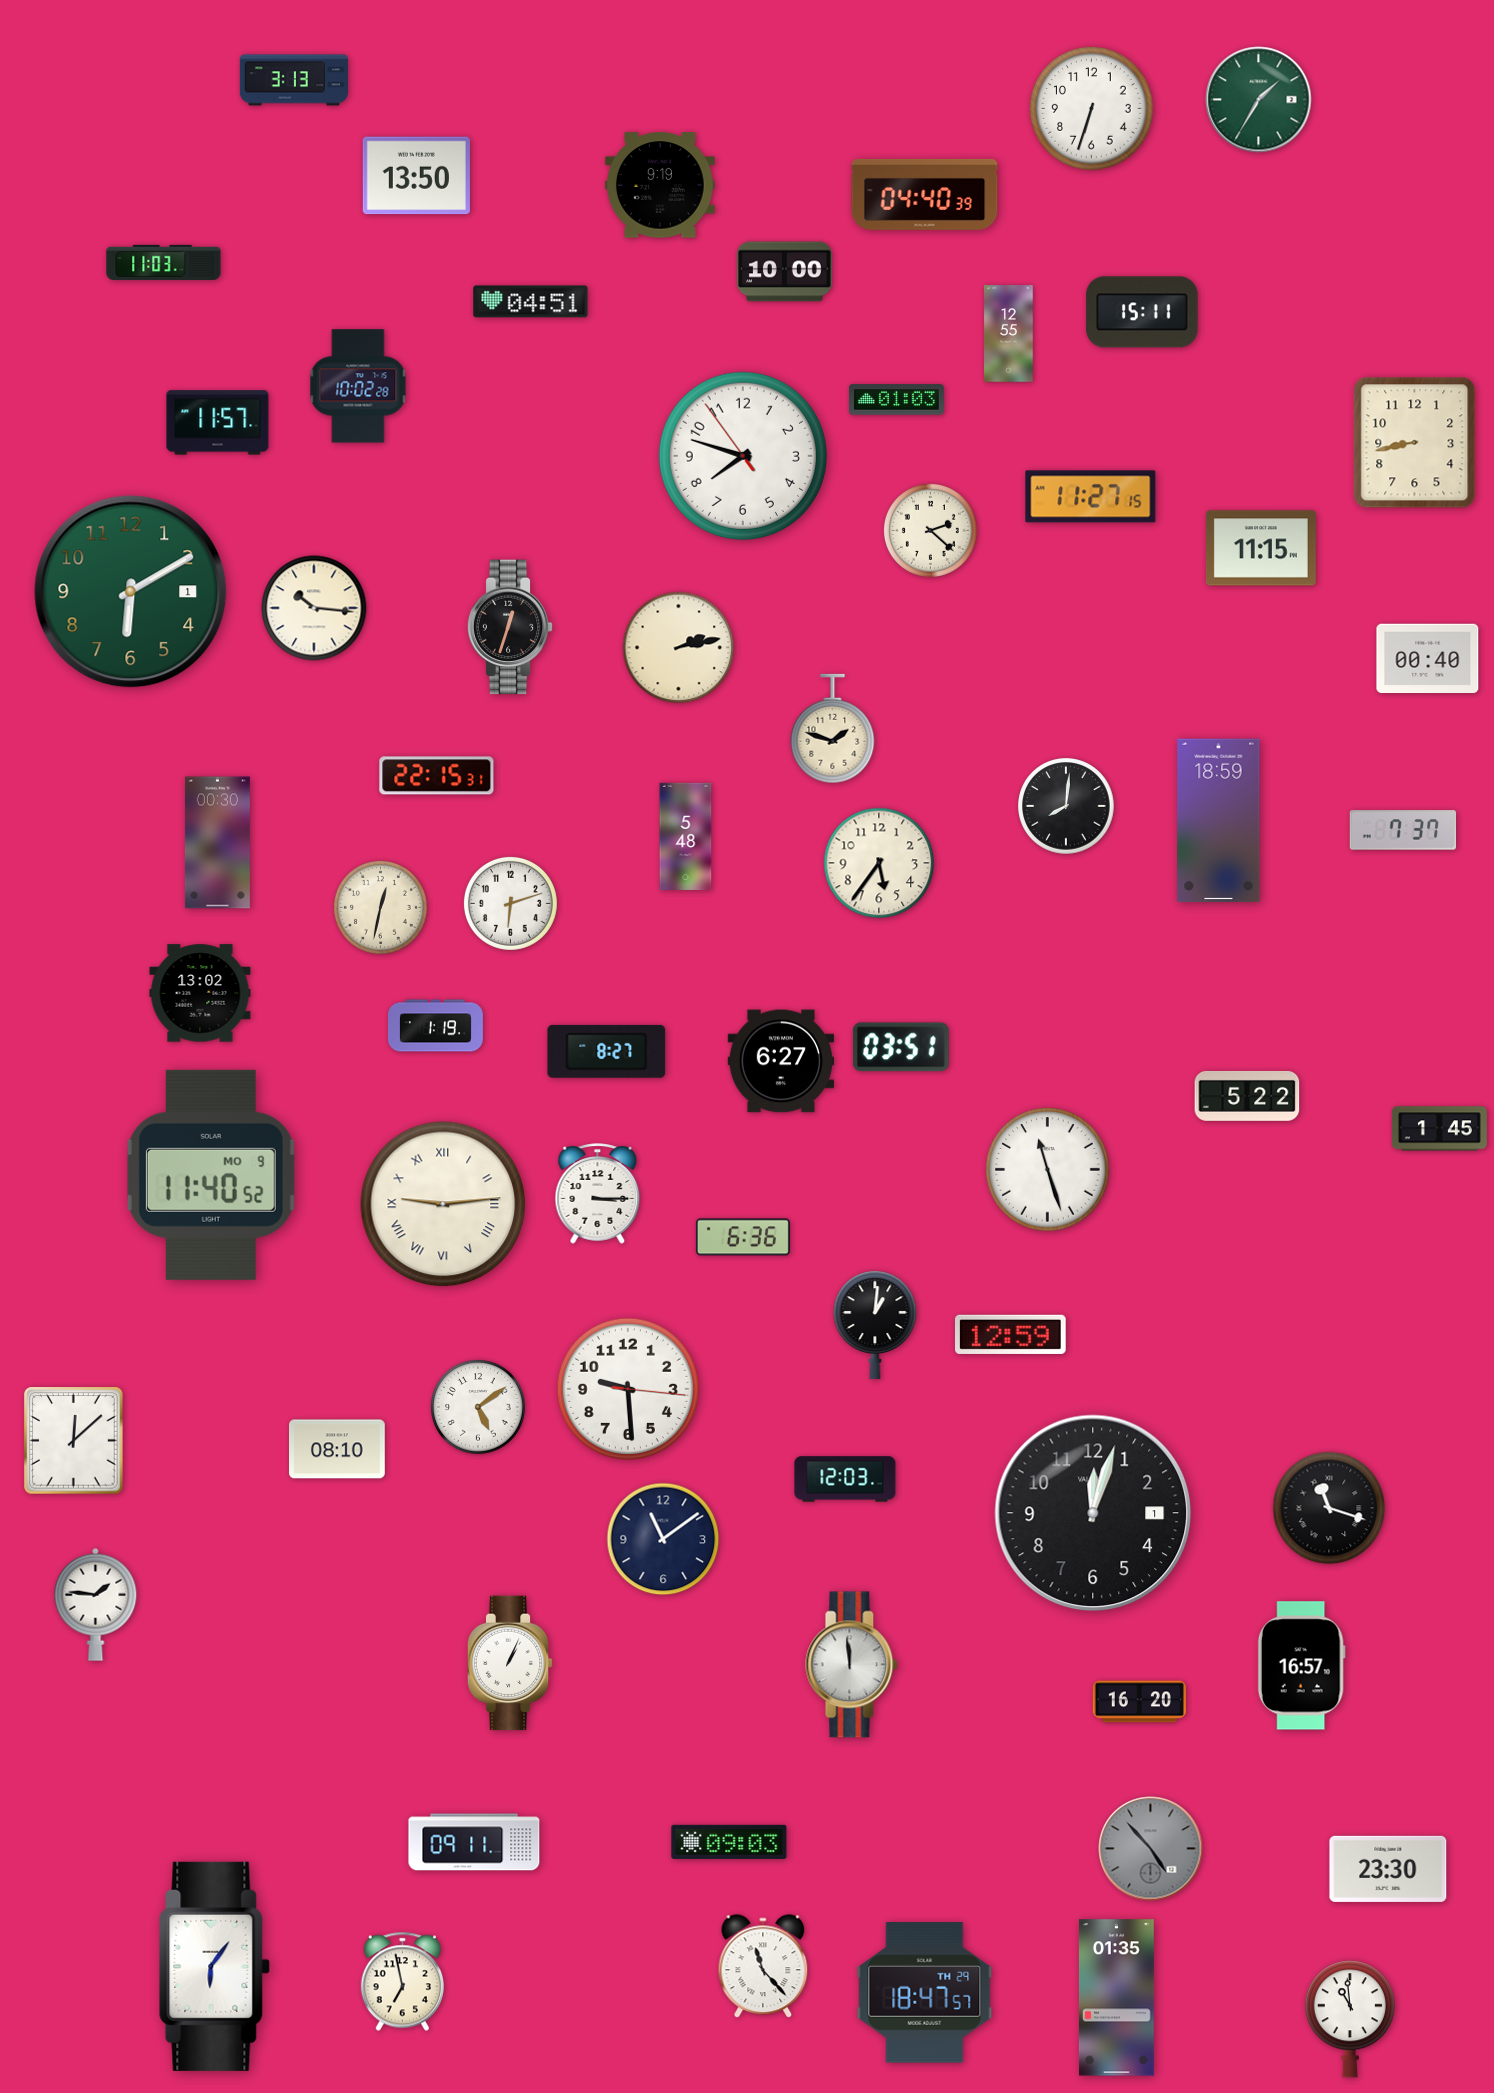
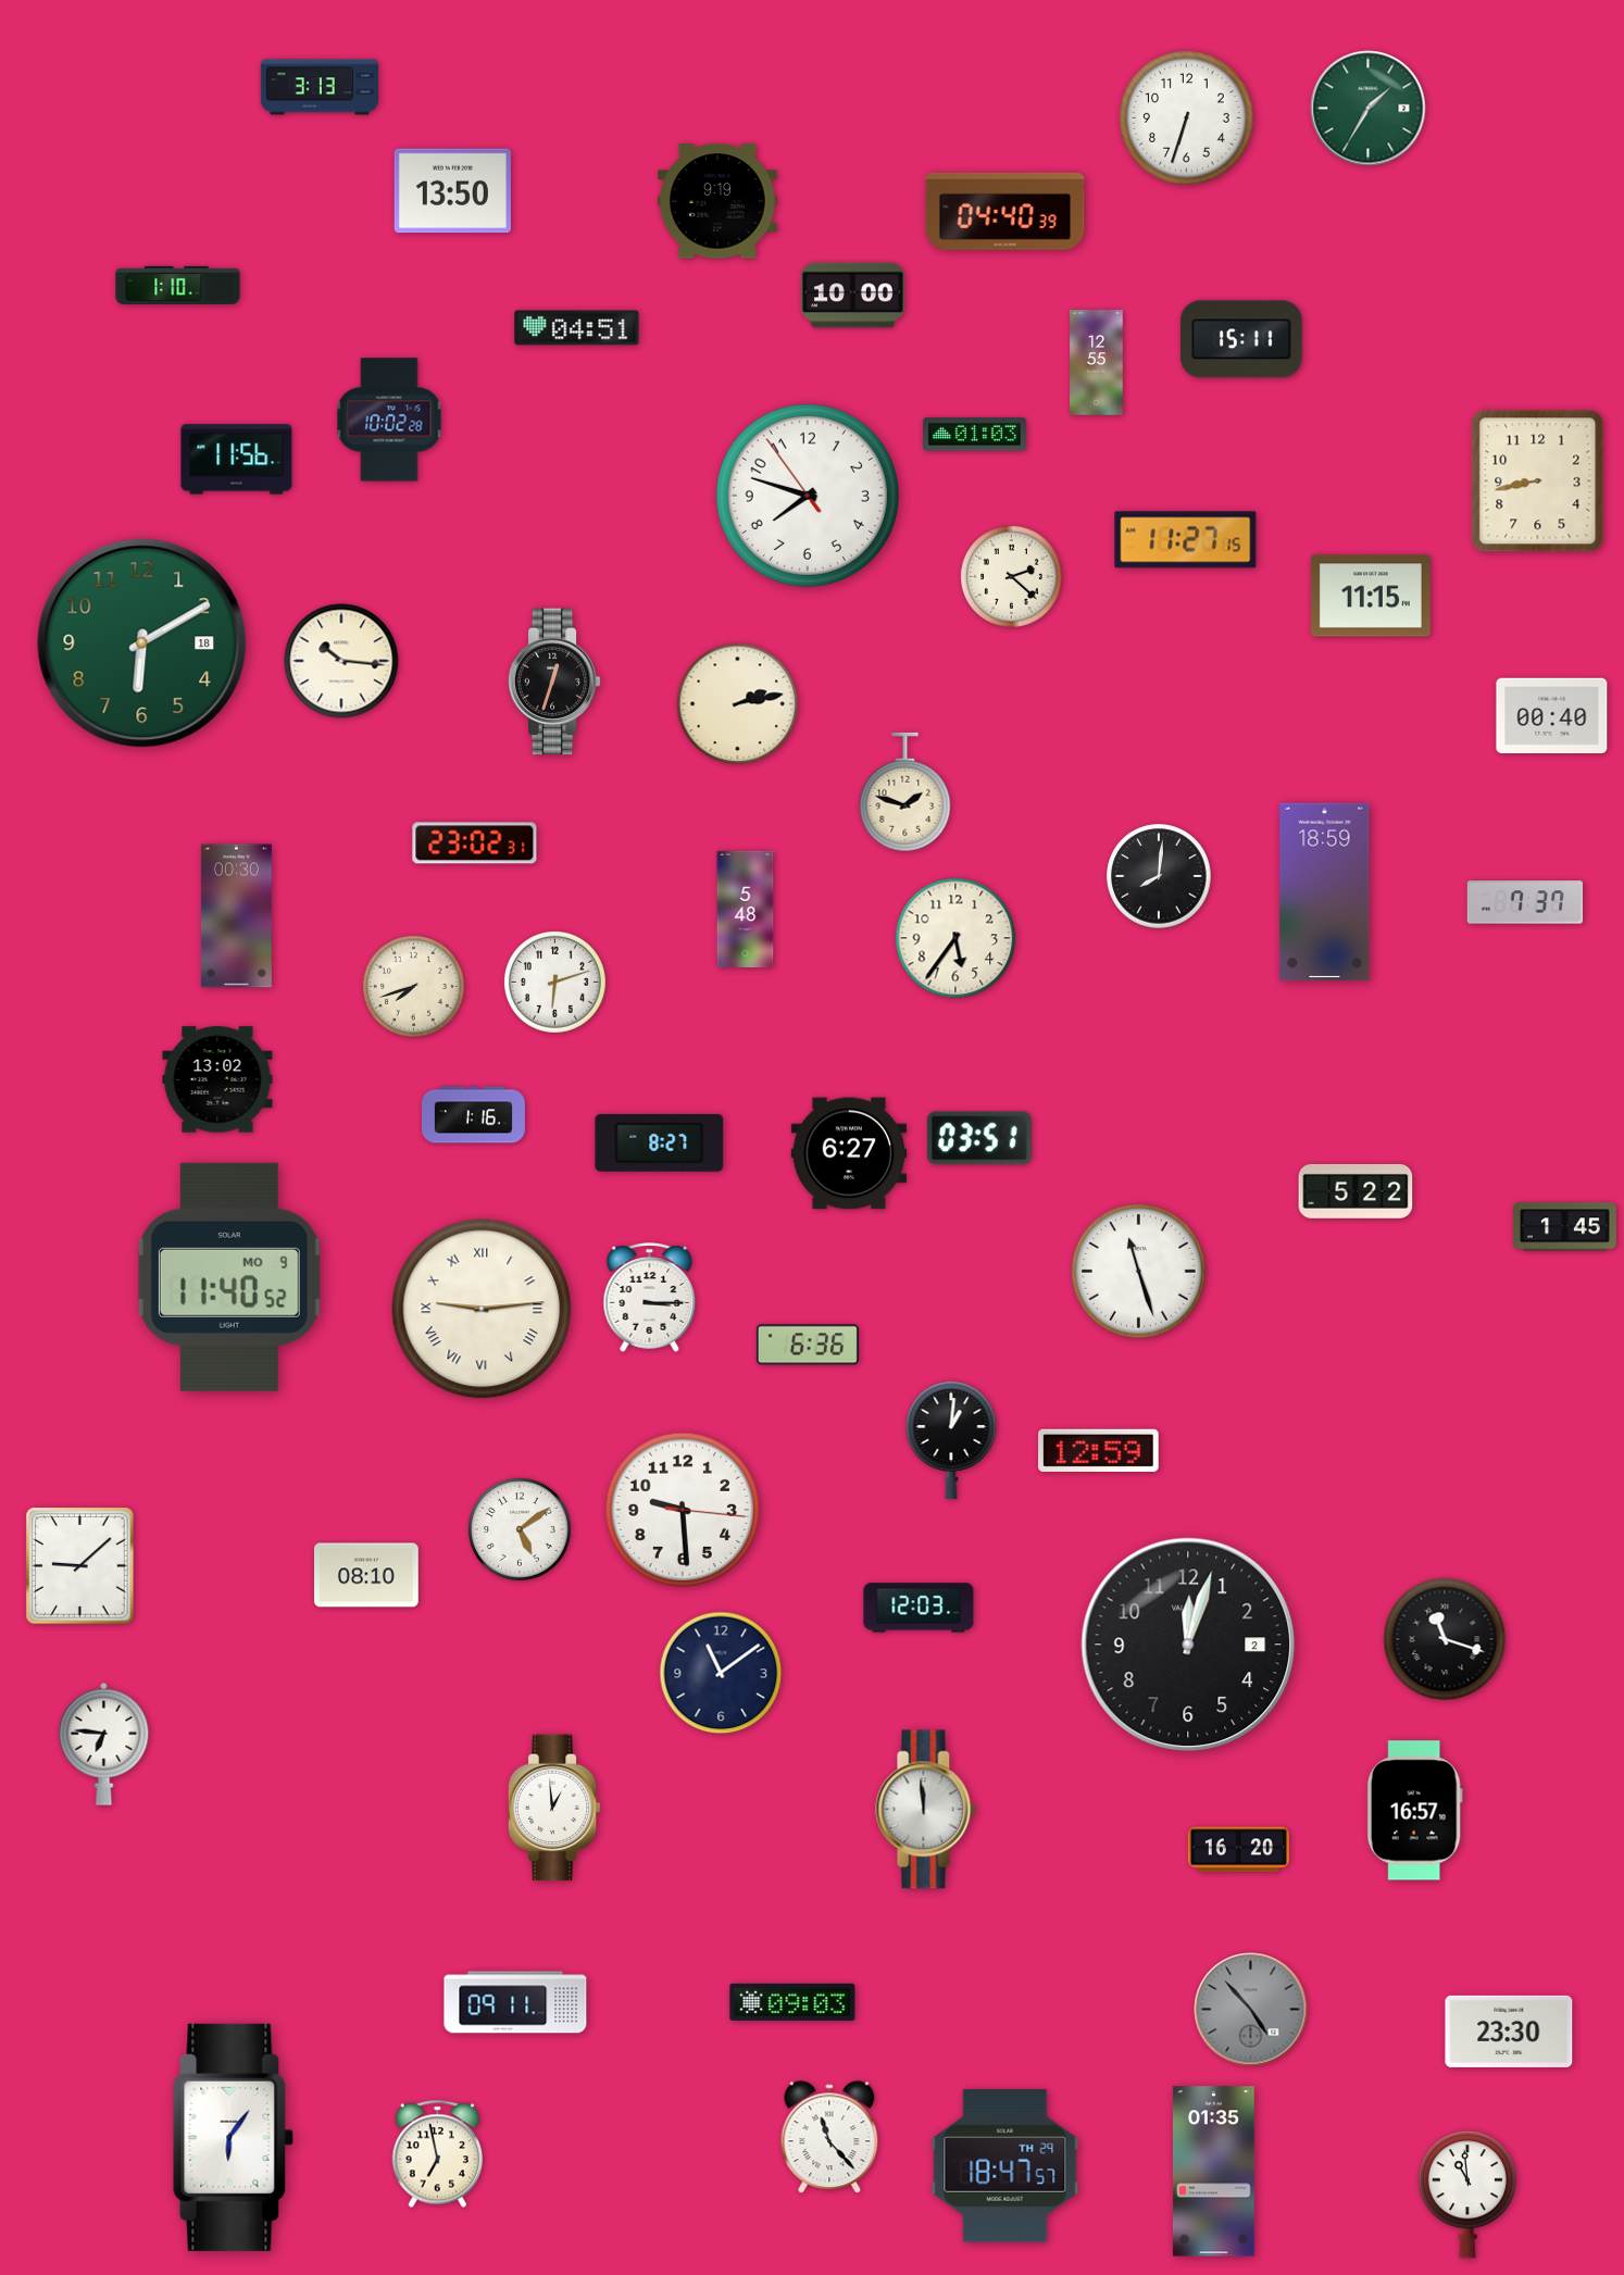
clock at (164, 262): 11:03 -> 1:10
clock at (218, 423): 11:57 -> 11:56
clock at (131, 592) date: 1 -> 18
clock at (437, 776): 22:15 -> 23:02
clock at (380, 907): 12:32 -> 7:42
clock at (436, 1026): 1:19 -> 1:16
clock at (74, 1441): 12:08 -> 9:08
clock at (1093, 1513) date: 1 -> 2
clock at (96, 1604): 1:46 -> 6:46
clock at (510, 1663): 1:04 -> 12:59
